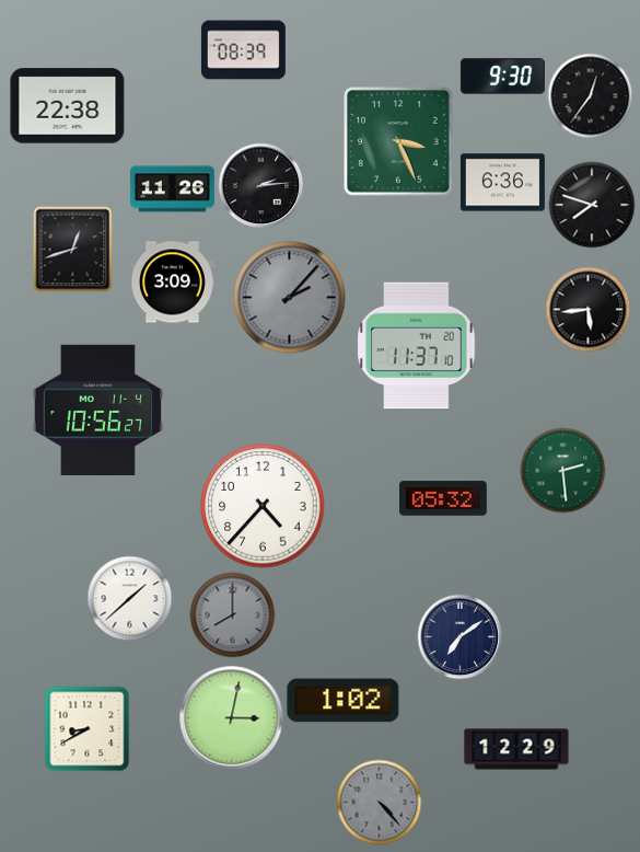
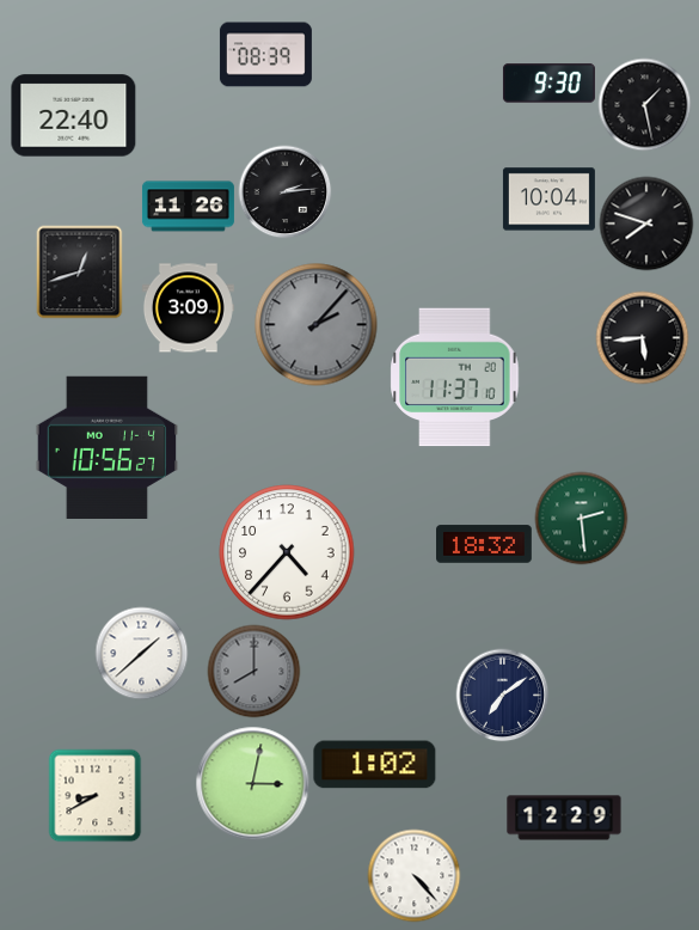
clock at (590, 95): 12:36 -> 1:28
clock at (68, 106): 22:38 -> 22:40
clock at (399, 142): 3:26 -> none
clock at (502, 183): 6:36 -> 10:04
clock at (260, 185) position: (260, 185) -> (284, 191)
clock at (562, 470) position: (562, 470) -> (581, 518)
clock at (444, 498): 05:32 -> 18:32
clock at (379, 802) dial: grey -> white
